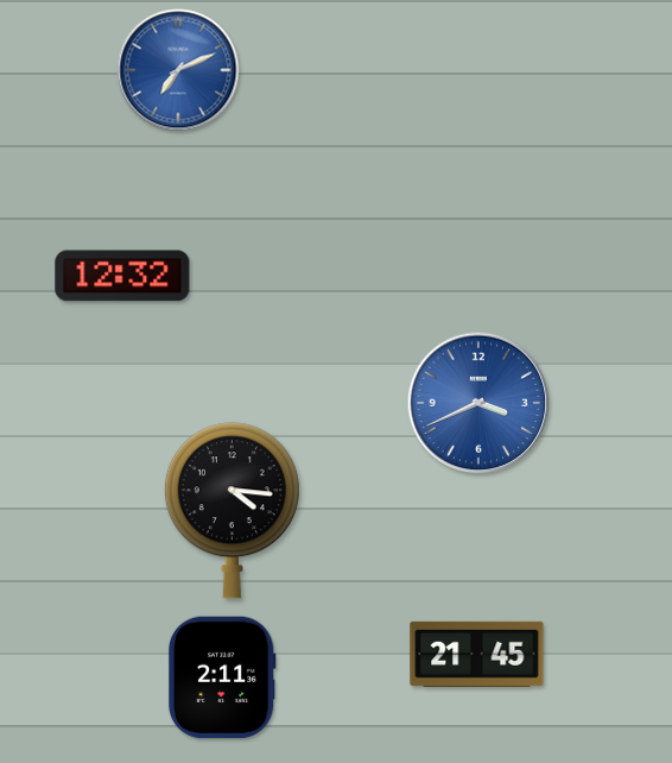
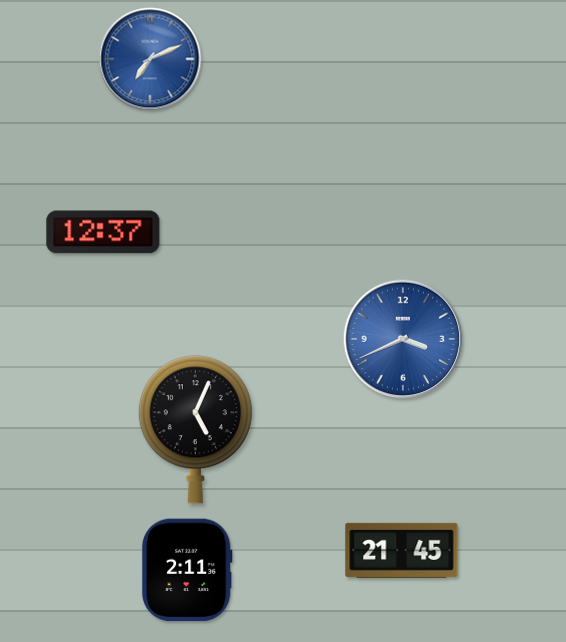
clock at (122, 276): 12:32 -> 12:37
clock at (232, 511): 4:16 -> 5:04
